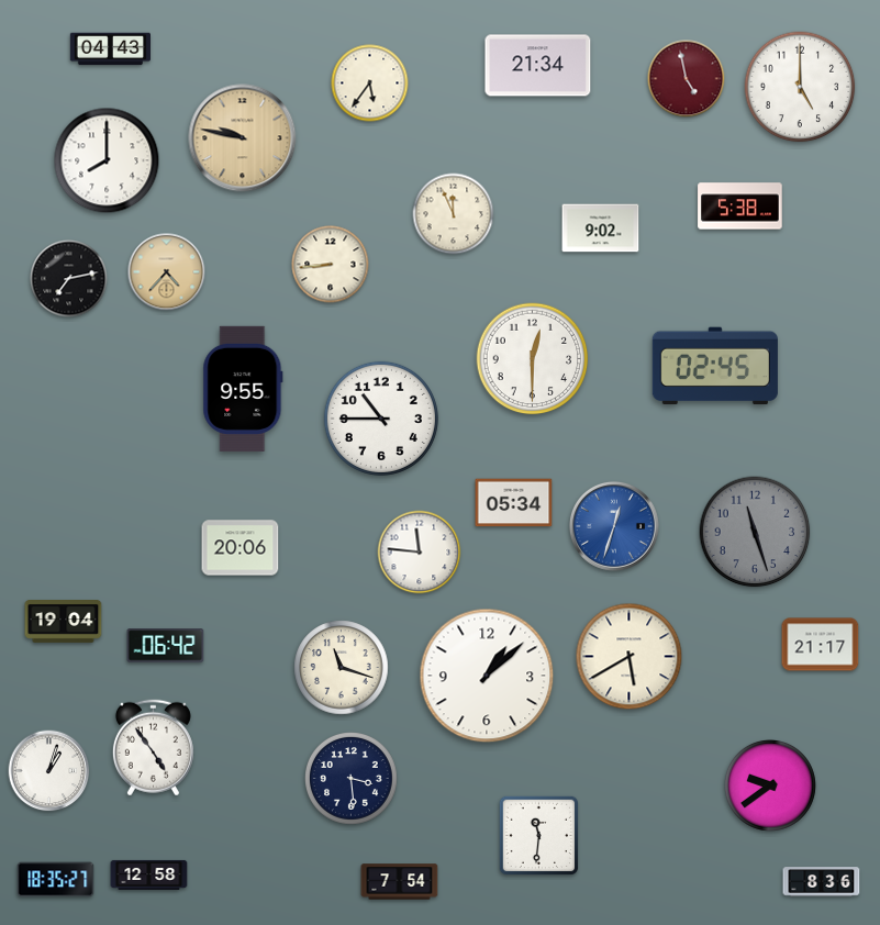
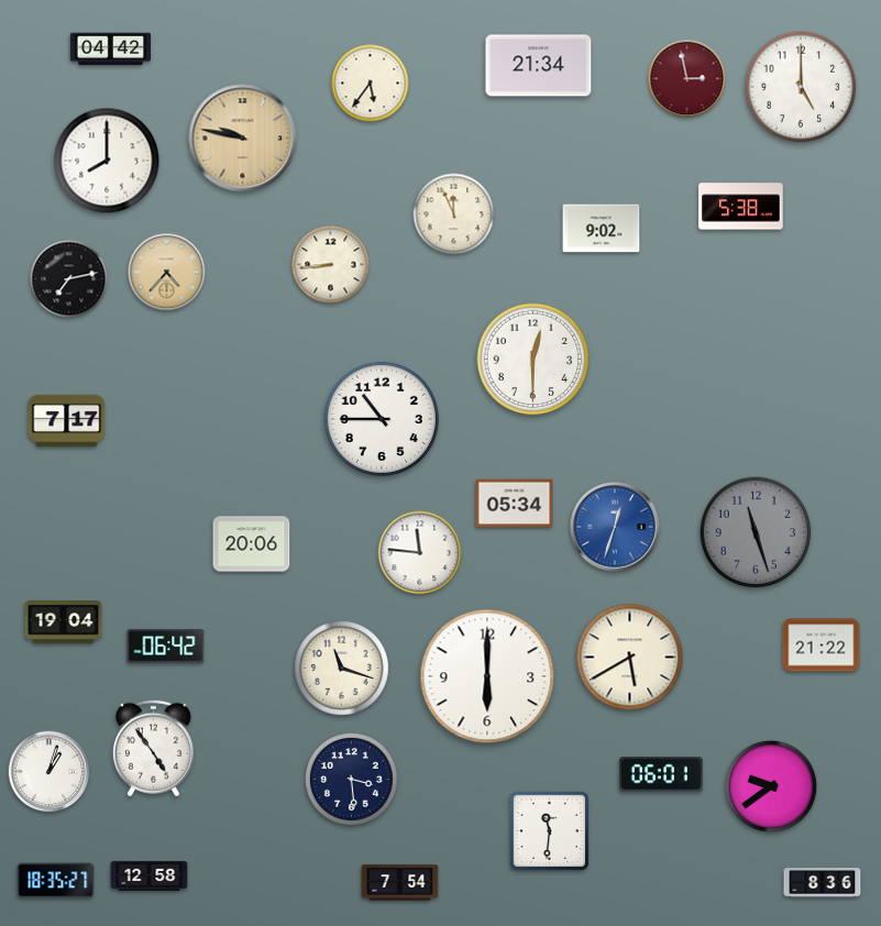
clock at (110, 49): 04:43 -> 04:42
clock at (687, 79): 4:58 -> 2:58
clock at (715, 366): 02:45 -> none
clock at (243, 389): 9:55 -> none
clock at (67, 420): none -> 7:17
clock at (241, 548) position: (241, 548) -> (252, 544)
clock at (821, 645): 21:17 -> 21:22
clock at (487, 676): 1:08 -> 6:00
clock at (662, 774): none -> 06:01
clock at (538, 835) position: (538, 835) -> (549, 830)
